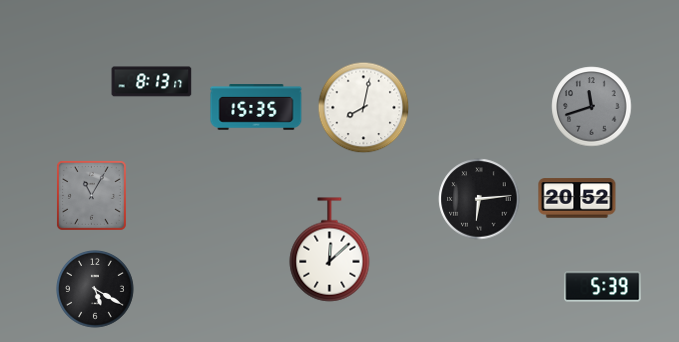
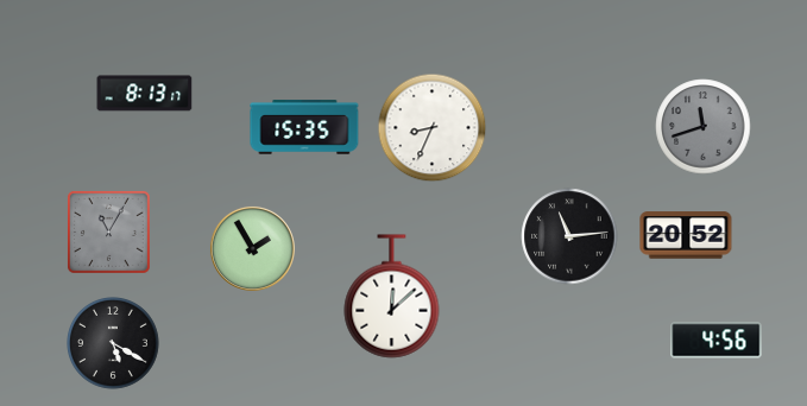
clock at (152, 82) position: (152, 82) -> (145, 94)
clock at (364, 108): 8:02 -> 8:34
clock at (479, 199): 6:14 -> 11:14
clock at (252, 248): none -> 1:55
clock at (603, 287): 5:39 -> 4:56
